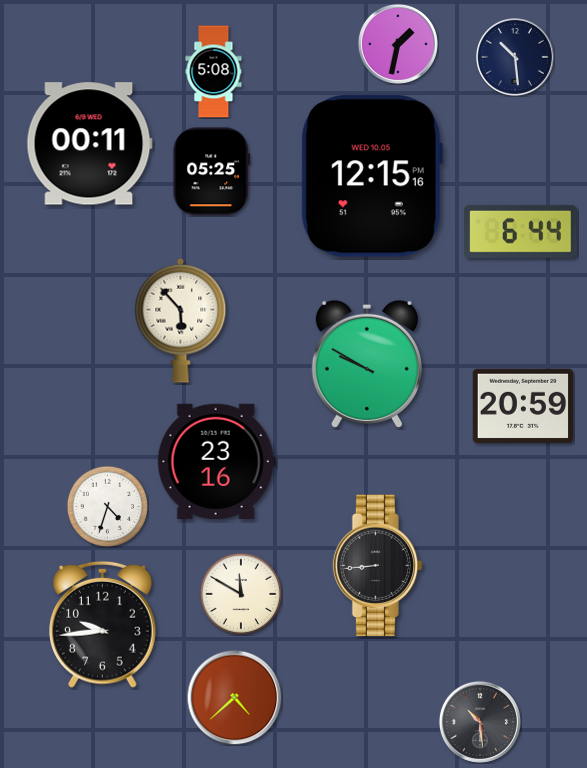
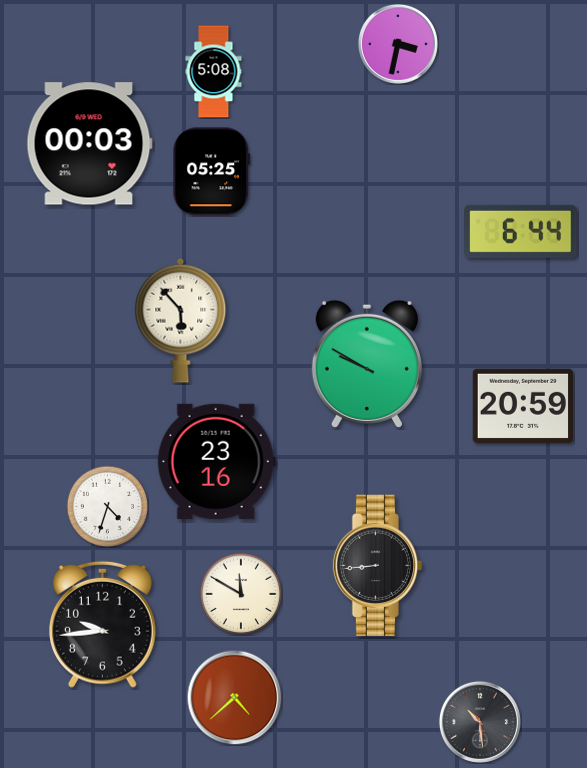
clock at (398, 44): 1:32 -> 3:32
clock at (515, 57): 10:29 -> none
clock at (89, 144): 00:11 -> 00:03
clock at (372, 176): 12:15 -> none
